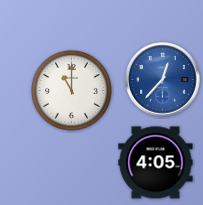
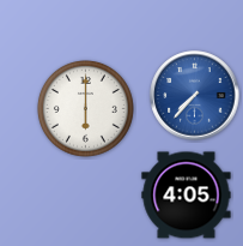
clock at (163, 80): 12:37 -> 7:37
clock at (71, 90): 11:00 -> 6:00
